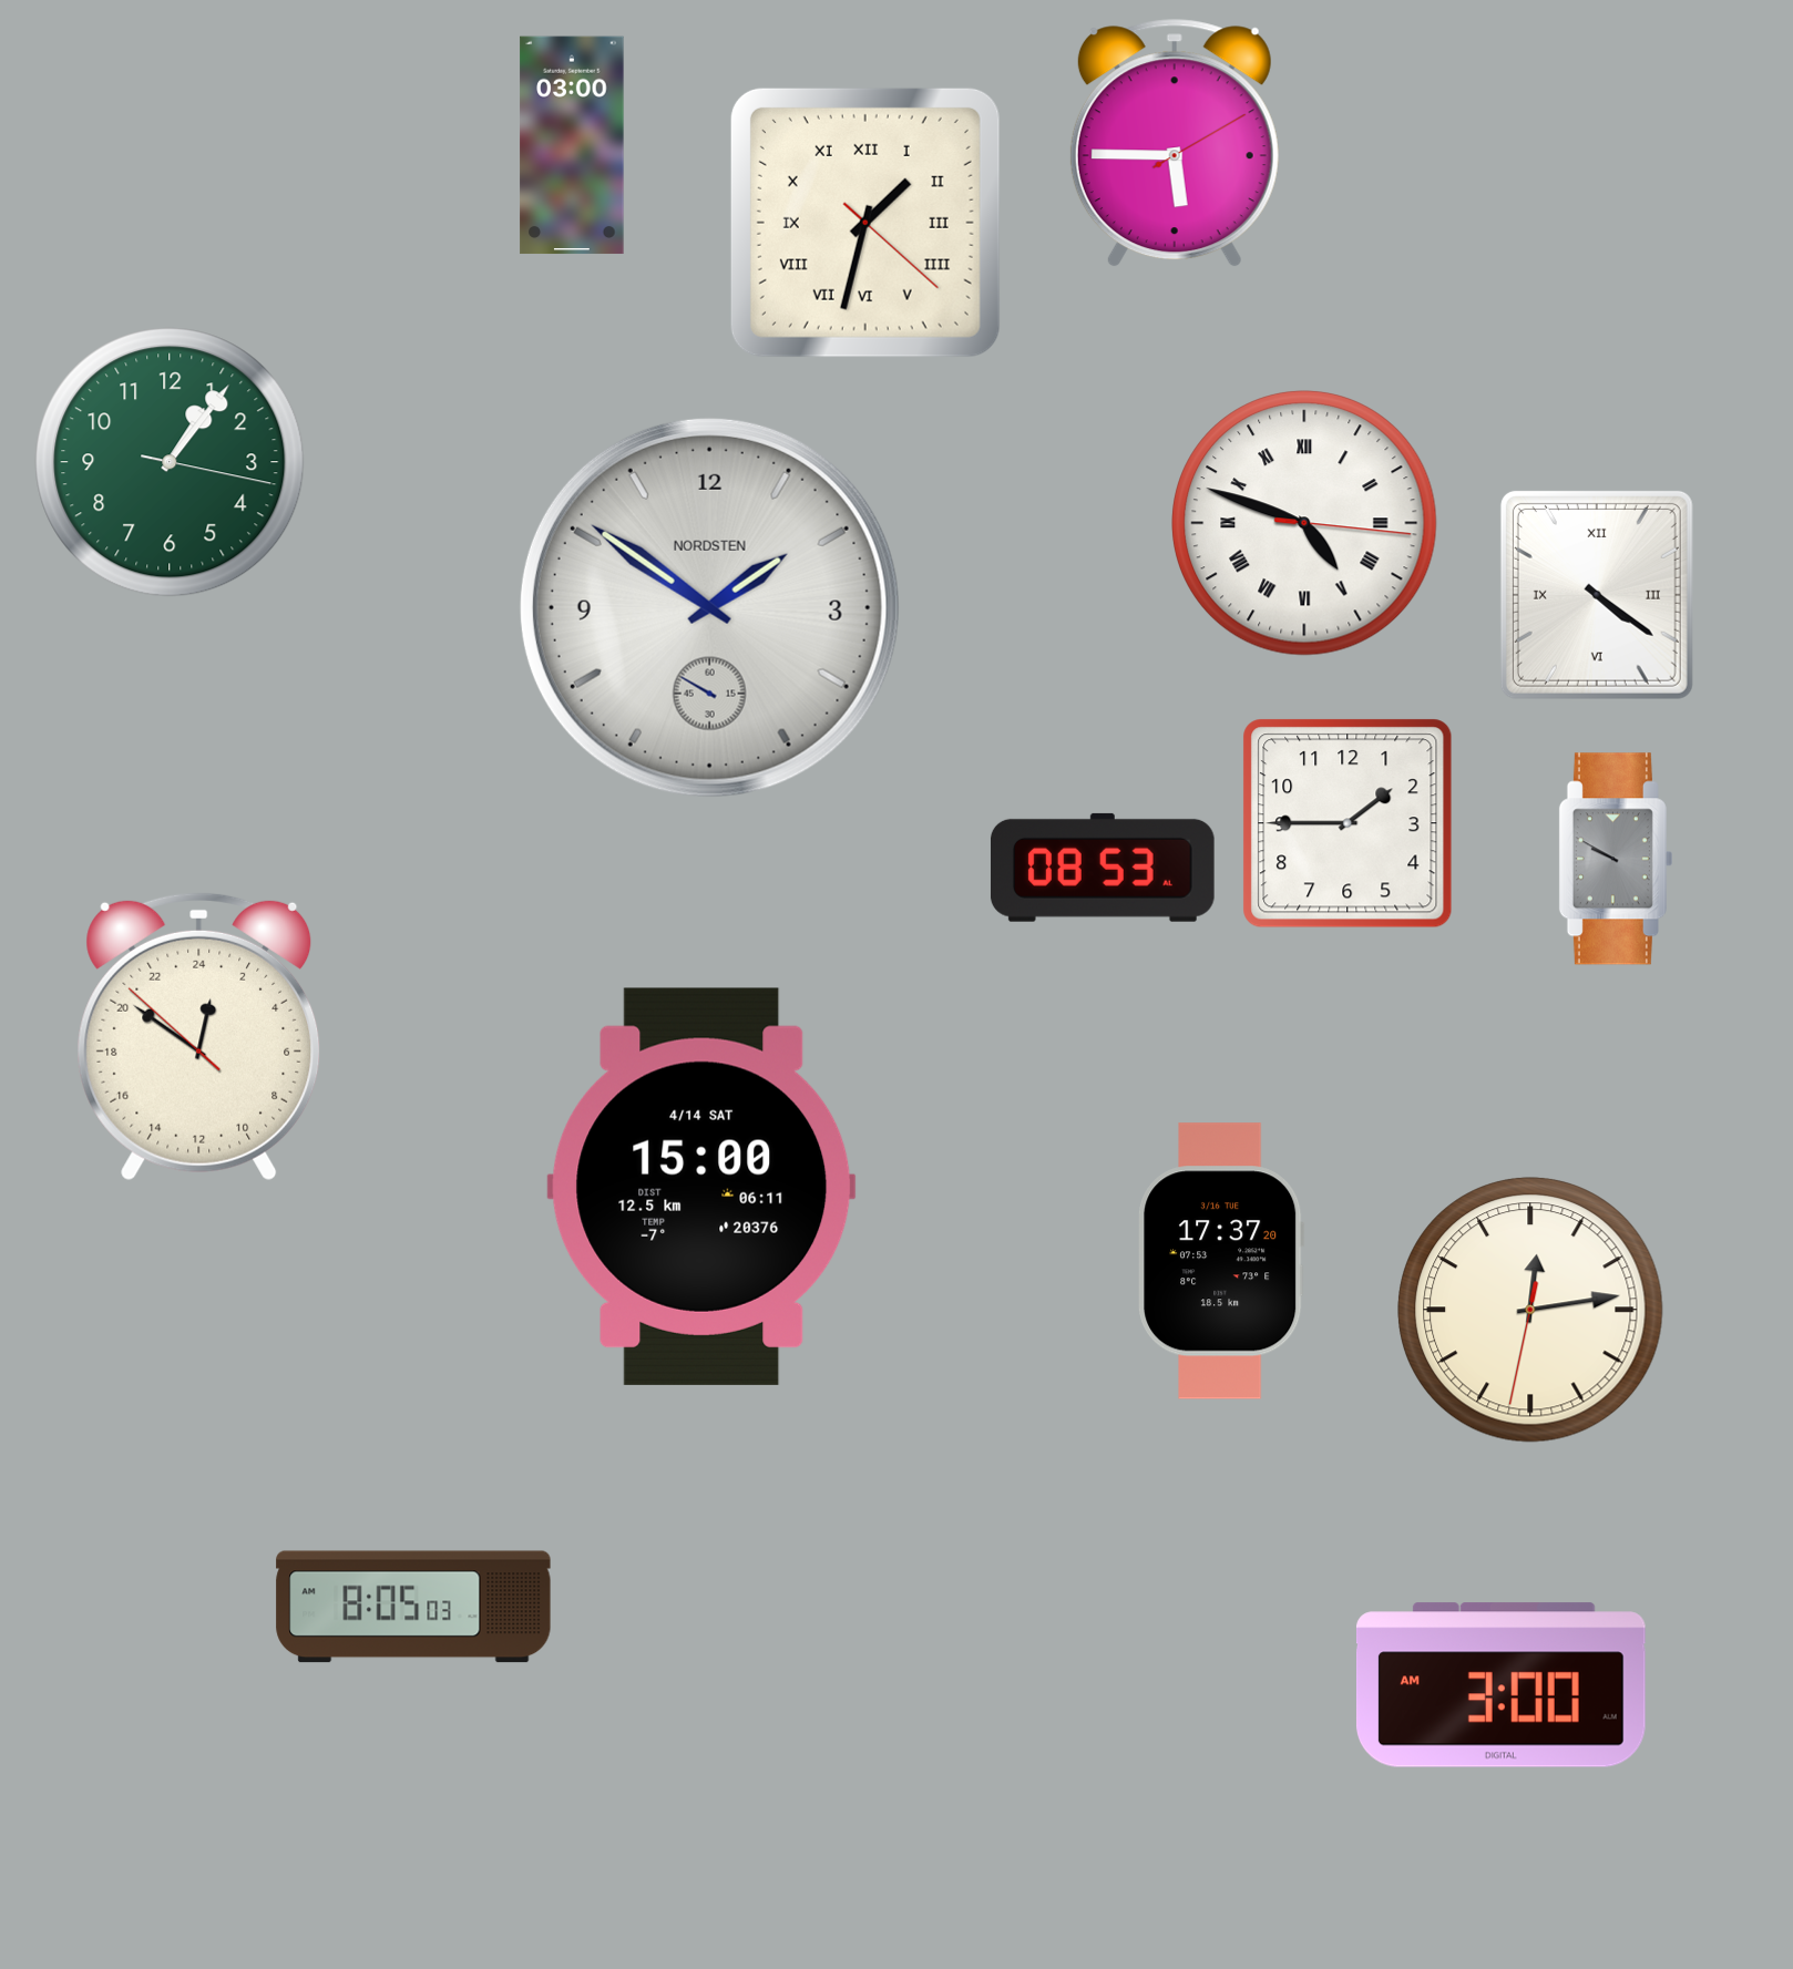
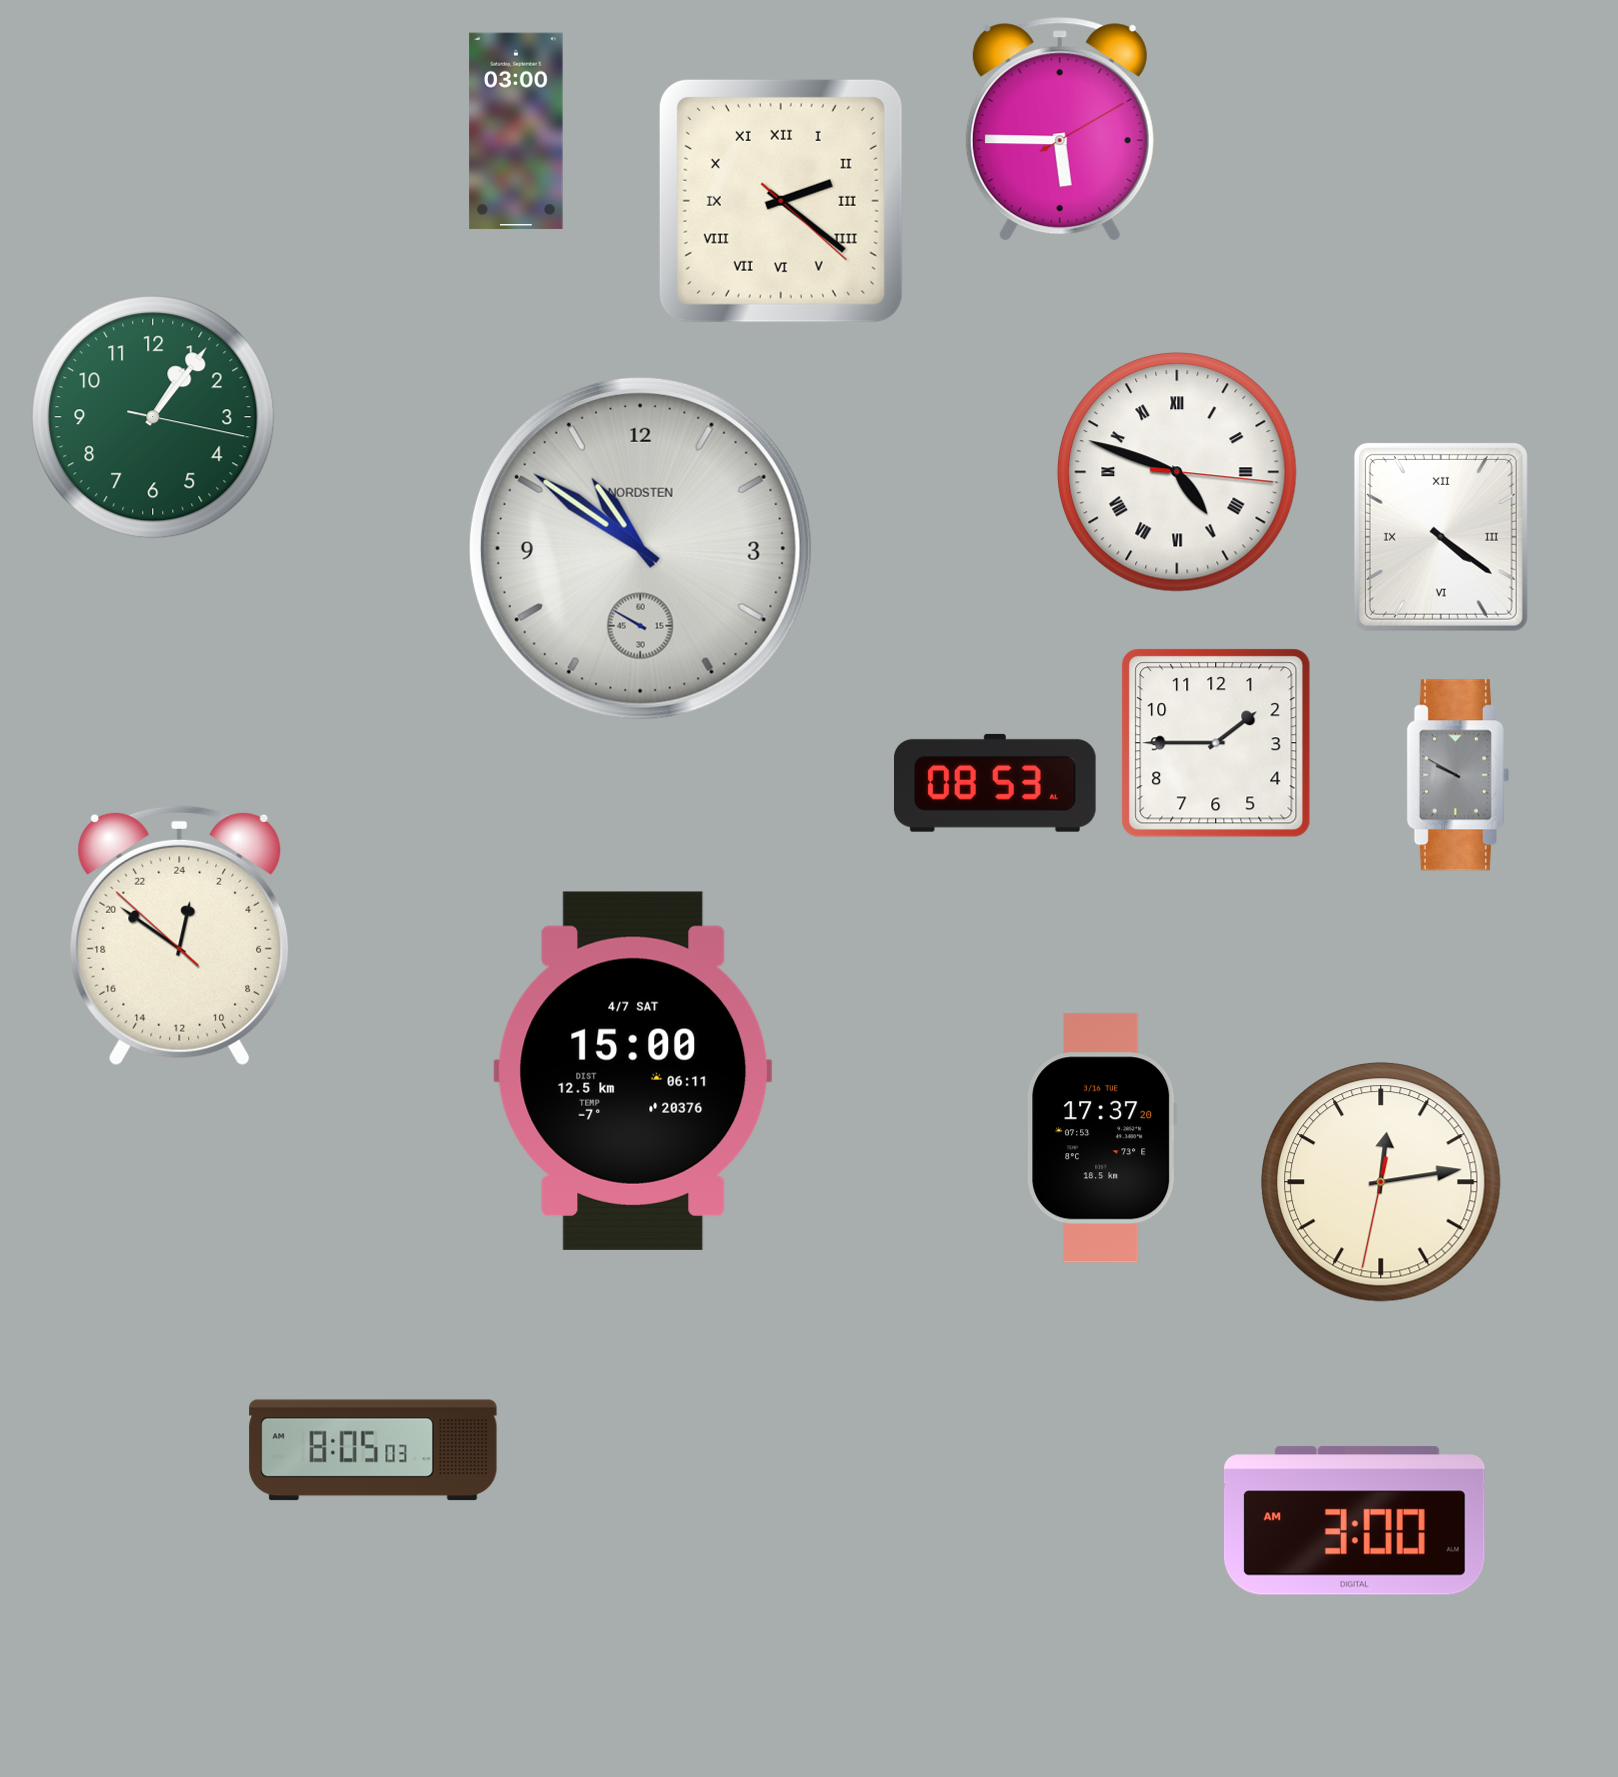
clock at (865, 223): 1:32 -> 2:21
clock at (709, 607): 1:50 -> 10:50
clock at (701, 1187) date: 4/14 SAT -> 4/7 SAT
